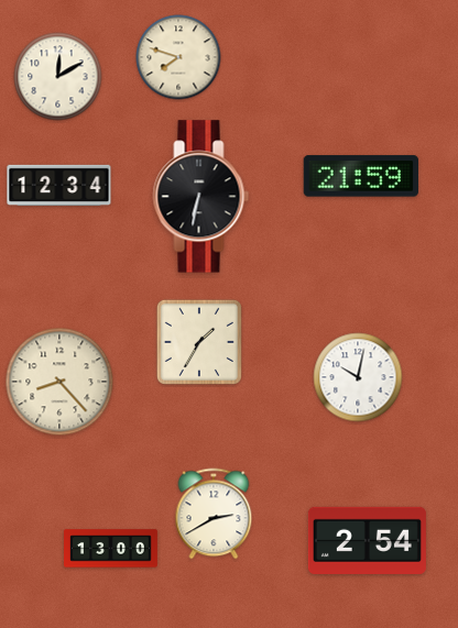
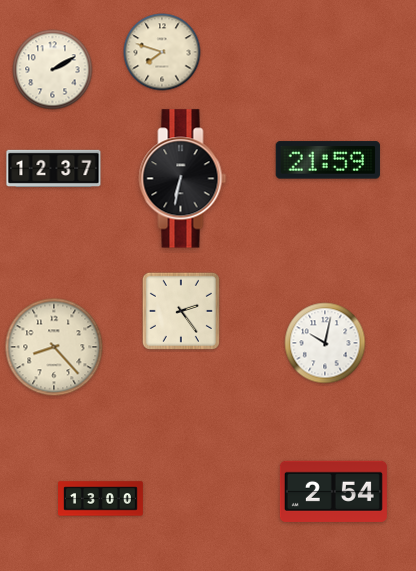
clock at (58, 77): 12:10 -> 2:10
clock at (59, 185): 12:34 -> 12:37
clock at (199, 342): 1:35 -> 2:24
clock at (214, 514): 2:40 -> none
